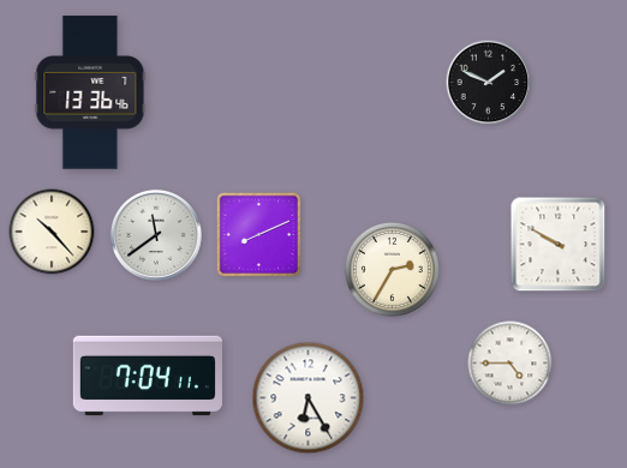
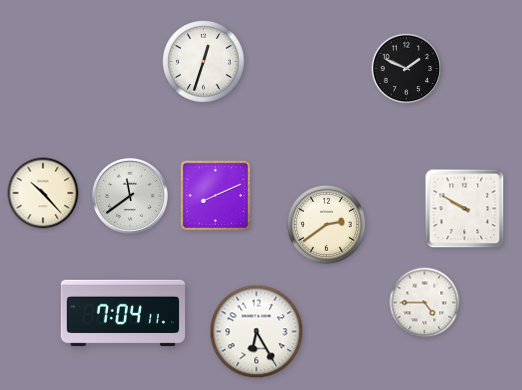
clock at (204, 62): none -> 12:33
clock at (90, 92): 13:36 -> none
clock at (559, 245) position: (559, 245) -> (465, 209)
clock at (392, 269): 2:35 -> 2:39
